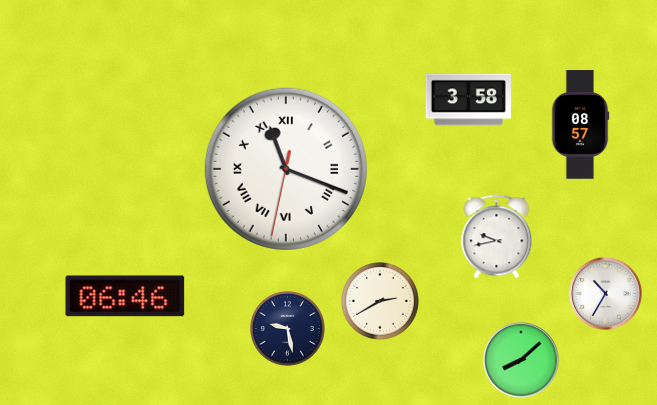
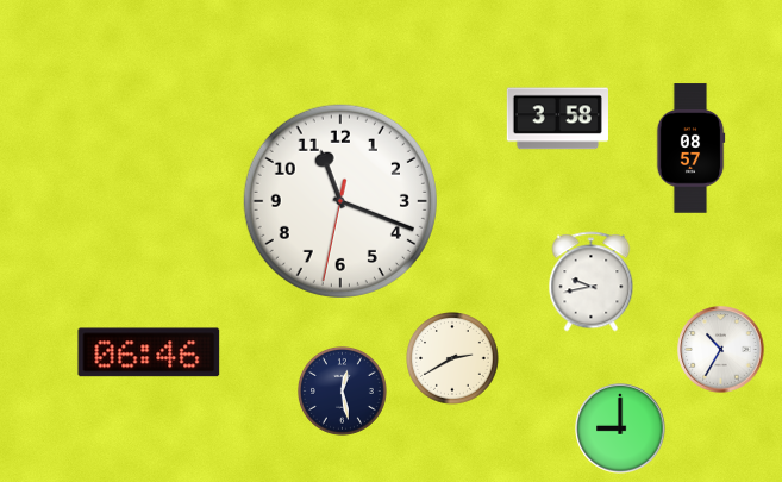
clock at (286, 169) numerals: Roman -> Arabic
clock at (287, 328): 9:28 -> 12:28
clock at (521, 360): 8:08 -> 9:00
